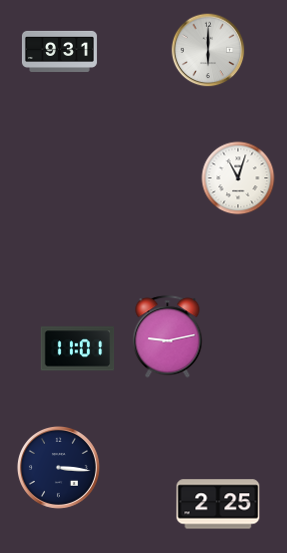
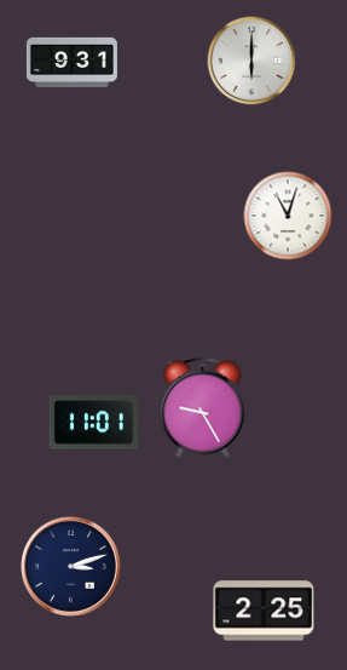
clock at (168, 337): 9:13 -> 9:25
clock at (58, 467): 3:16 -> 3:12
